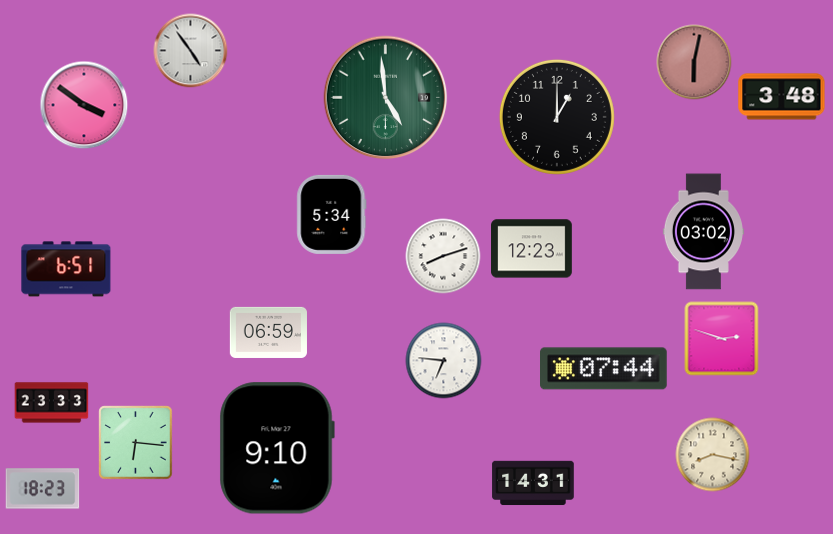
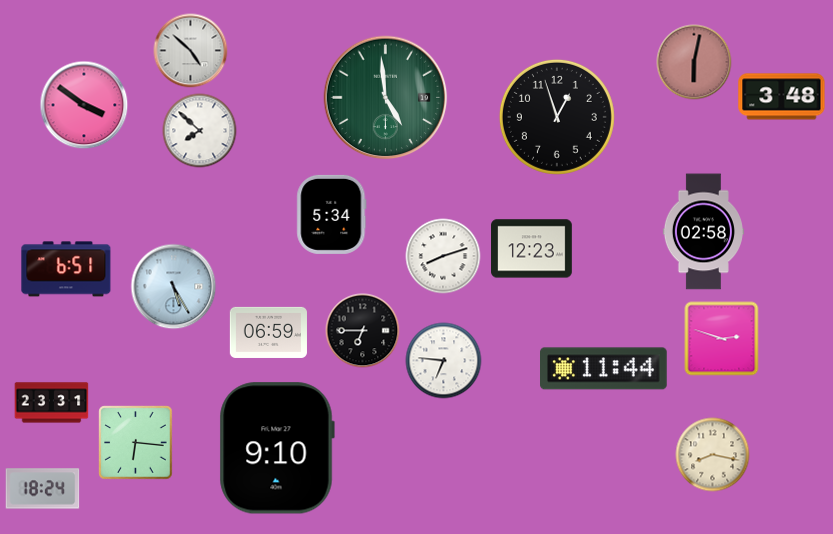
clock at (191, 51): 4:54 -> 4:52
clock at (557, 117): 1:00 -> 12:57
clock at (200, 131): none -> 7:52
clock at (703, 232): 03:02 -> 02:58
clock at (174, 287): none -> 5:25
clock at (363, 331): none -> 6:45
clock at (604, 369): 07:44 -> 11:44
clock at (52, 403): 23:33 -> 23:31
clock at (533, 483): 14:31 -> none
clock at (43, 489): 18:23 -> 18:24
